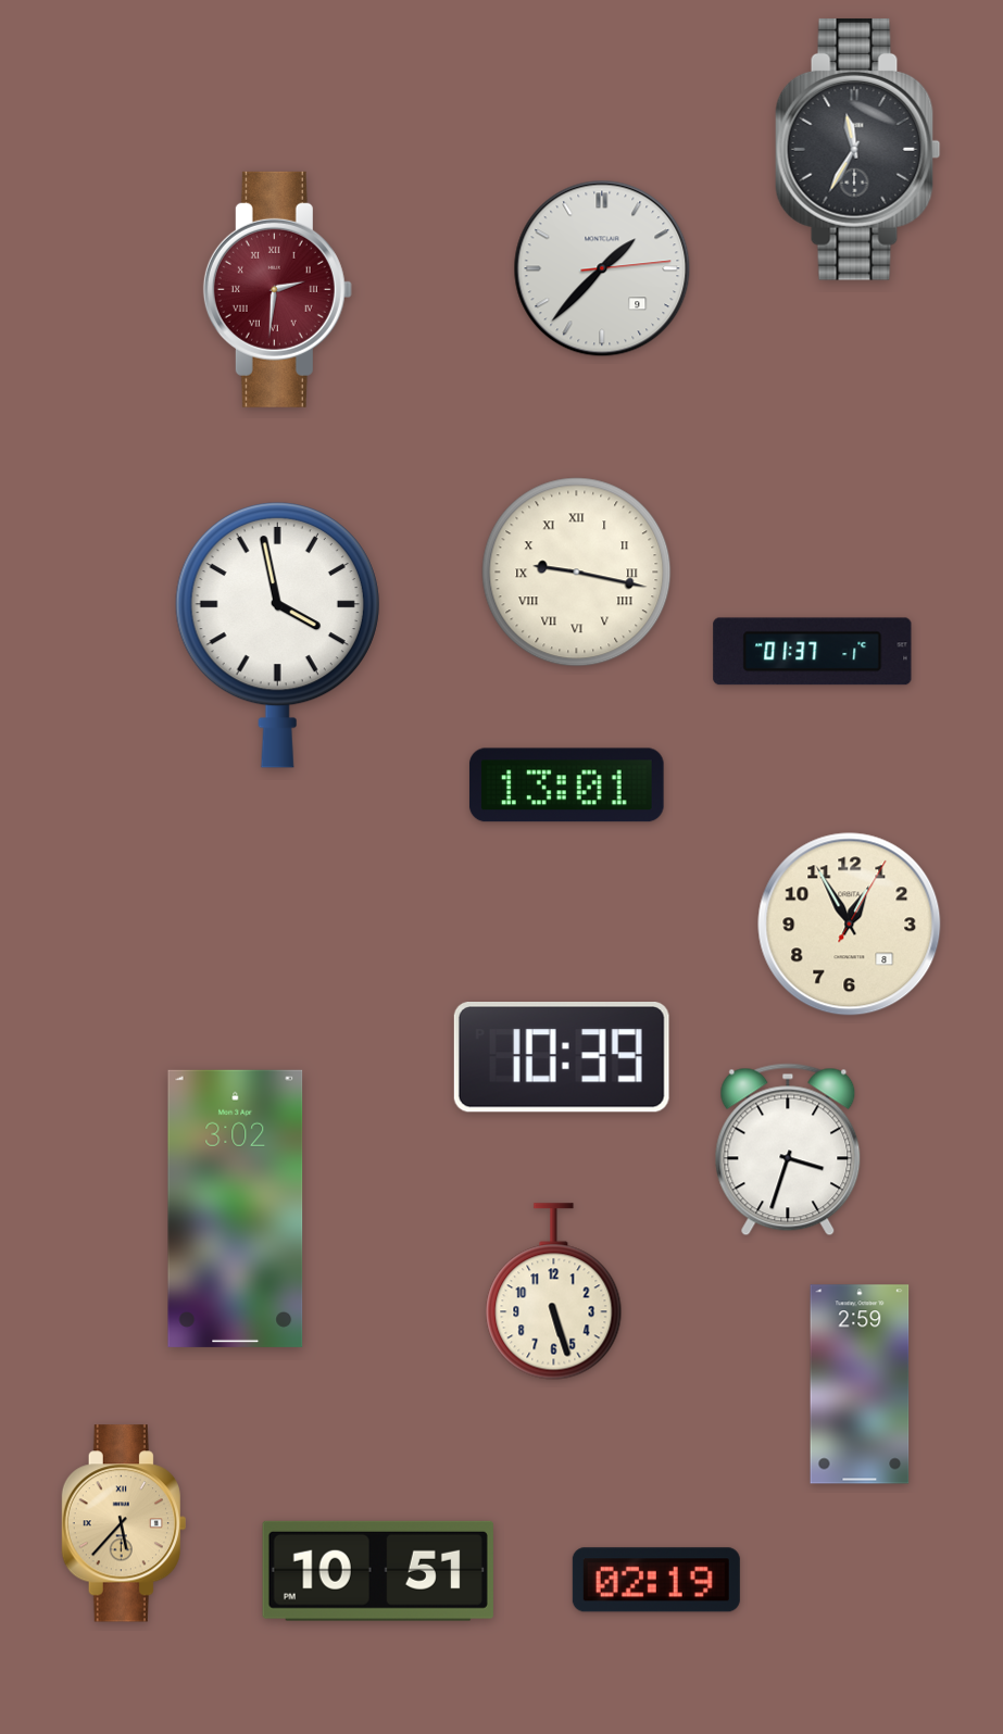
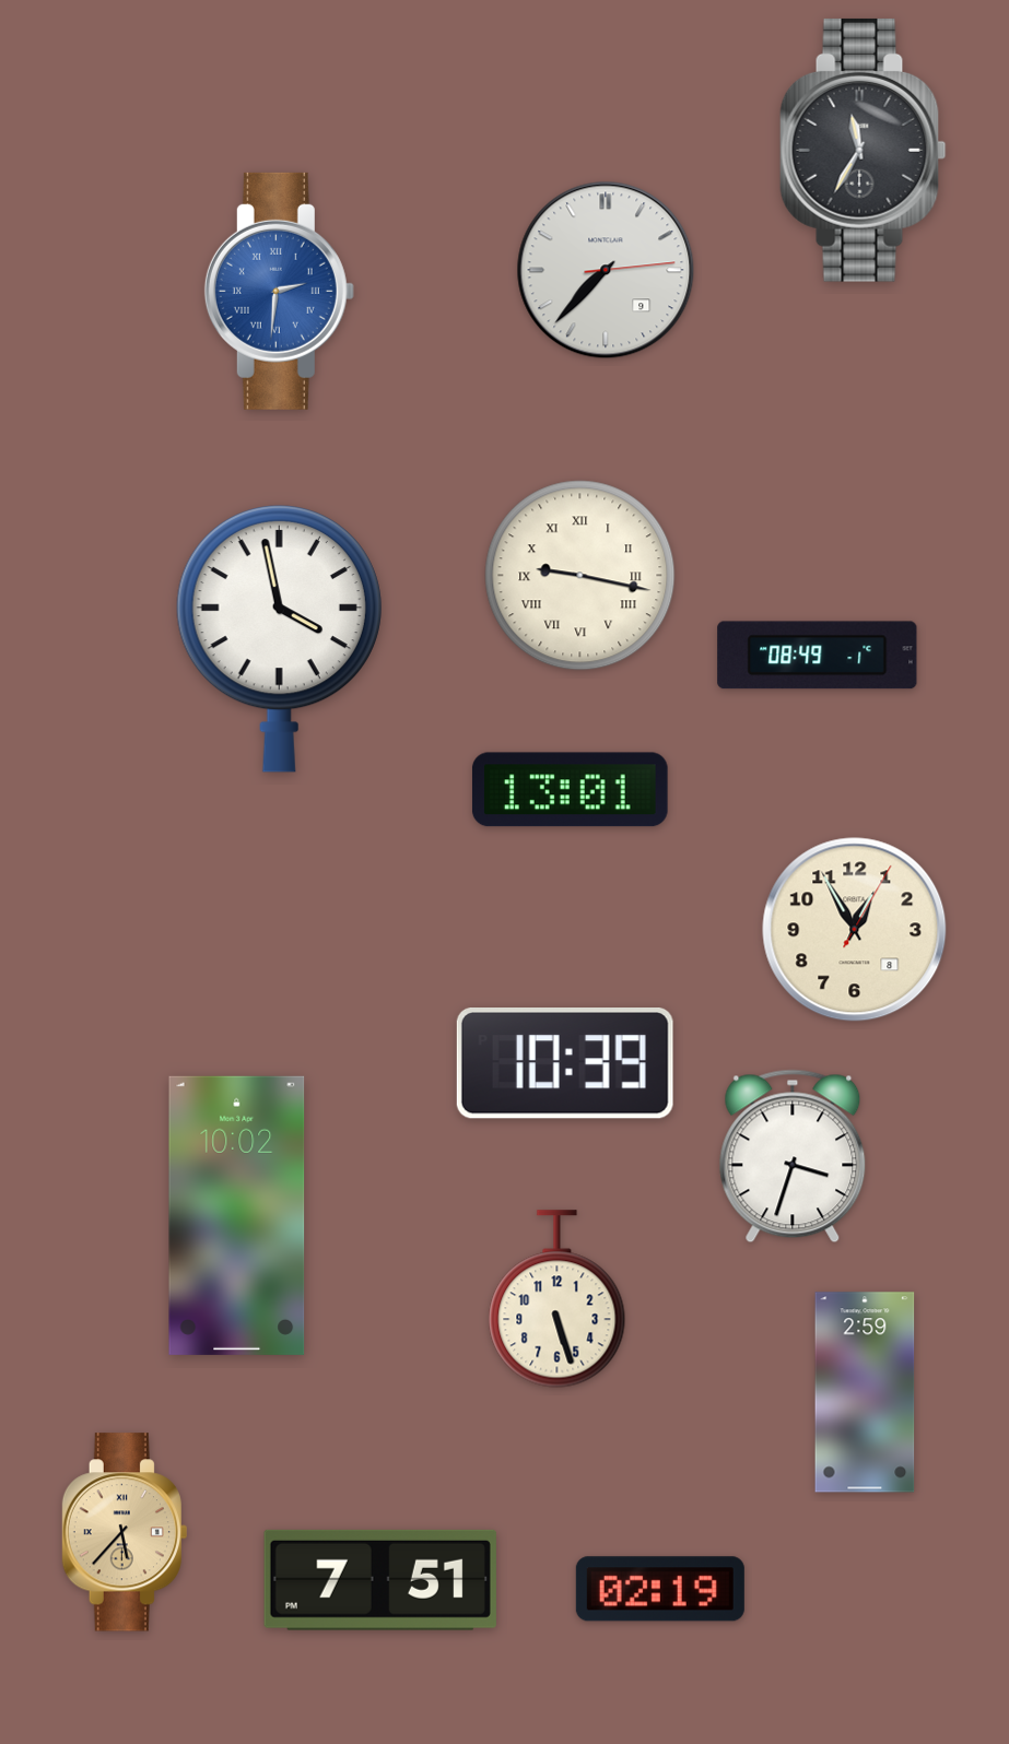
clock at (602, 268): 1:37 -> 7:37
clock at (277, 289) dial: burgundy -> blue
clock at (813, 652): 01:37 -> 08:49
clock at (236, 1208): 3:02 -> 10:02
clock at (378, 1571): 10:51 -> 7:51
